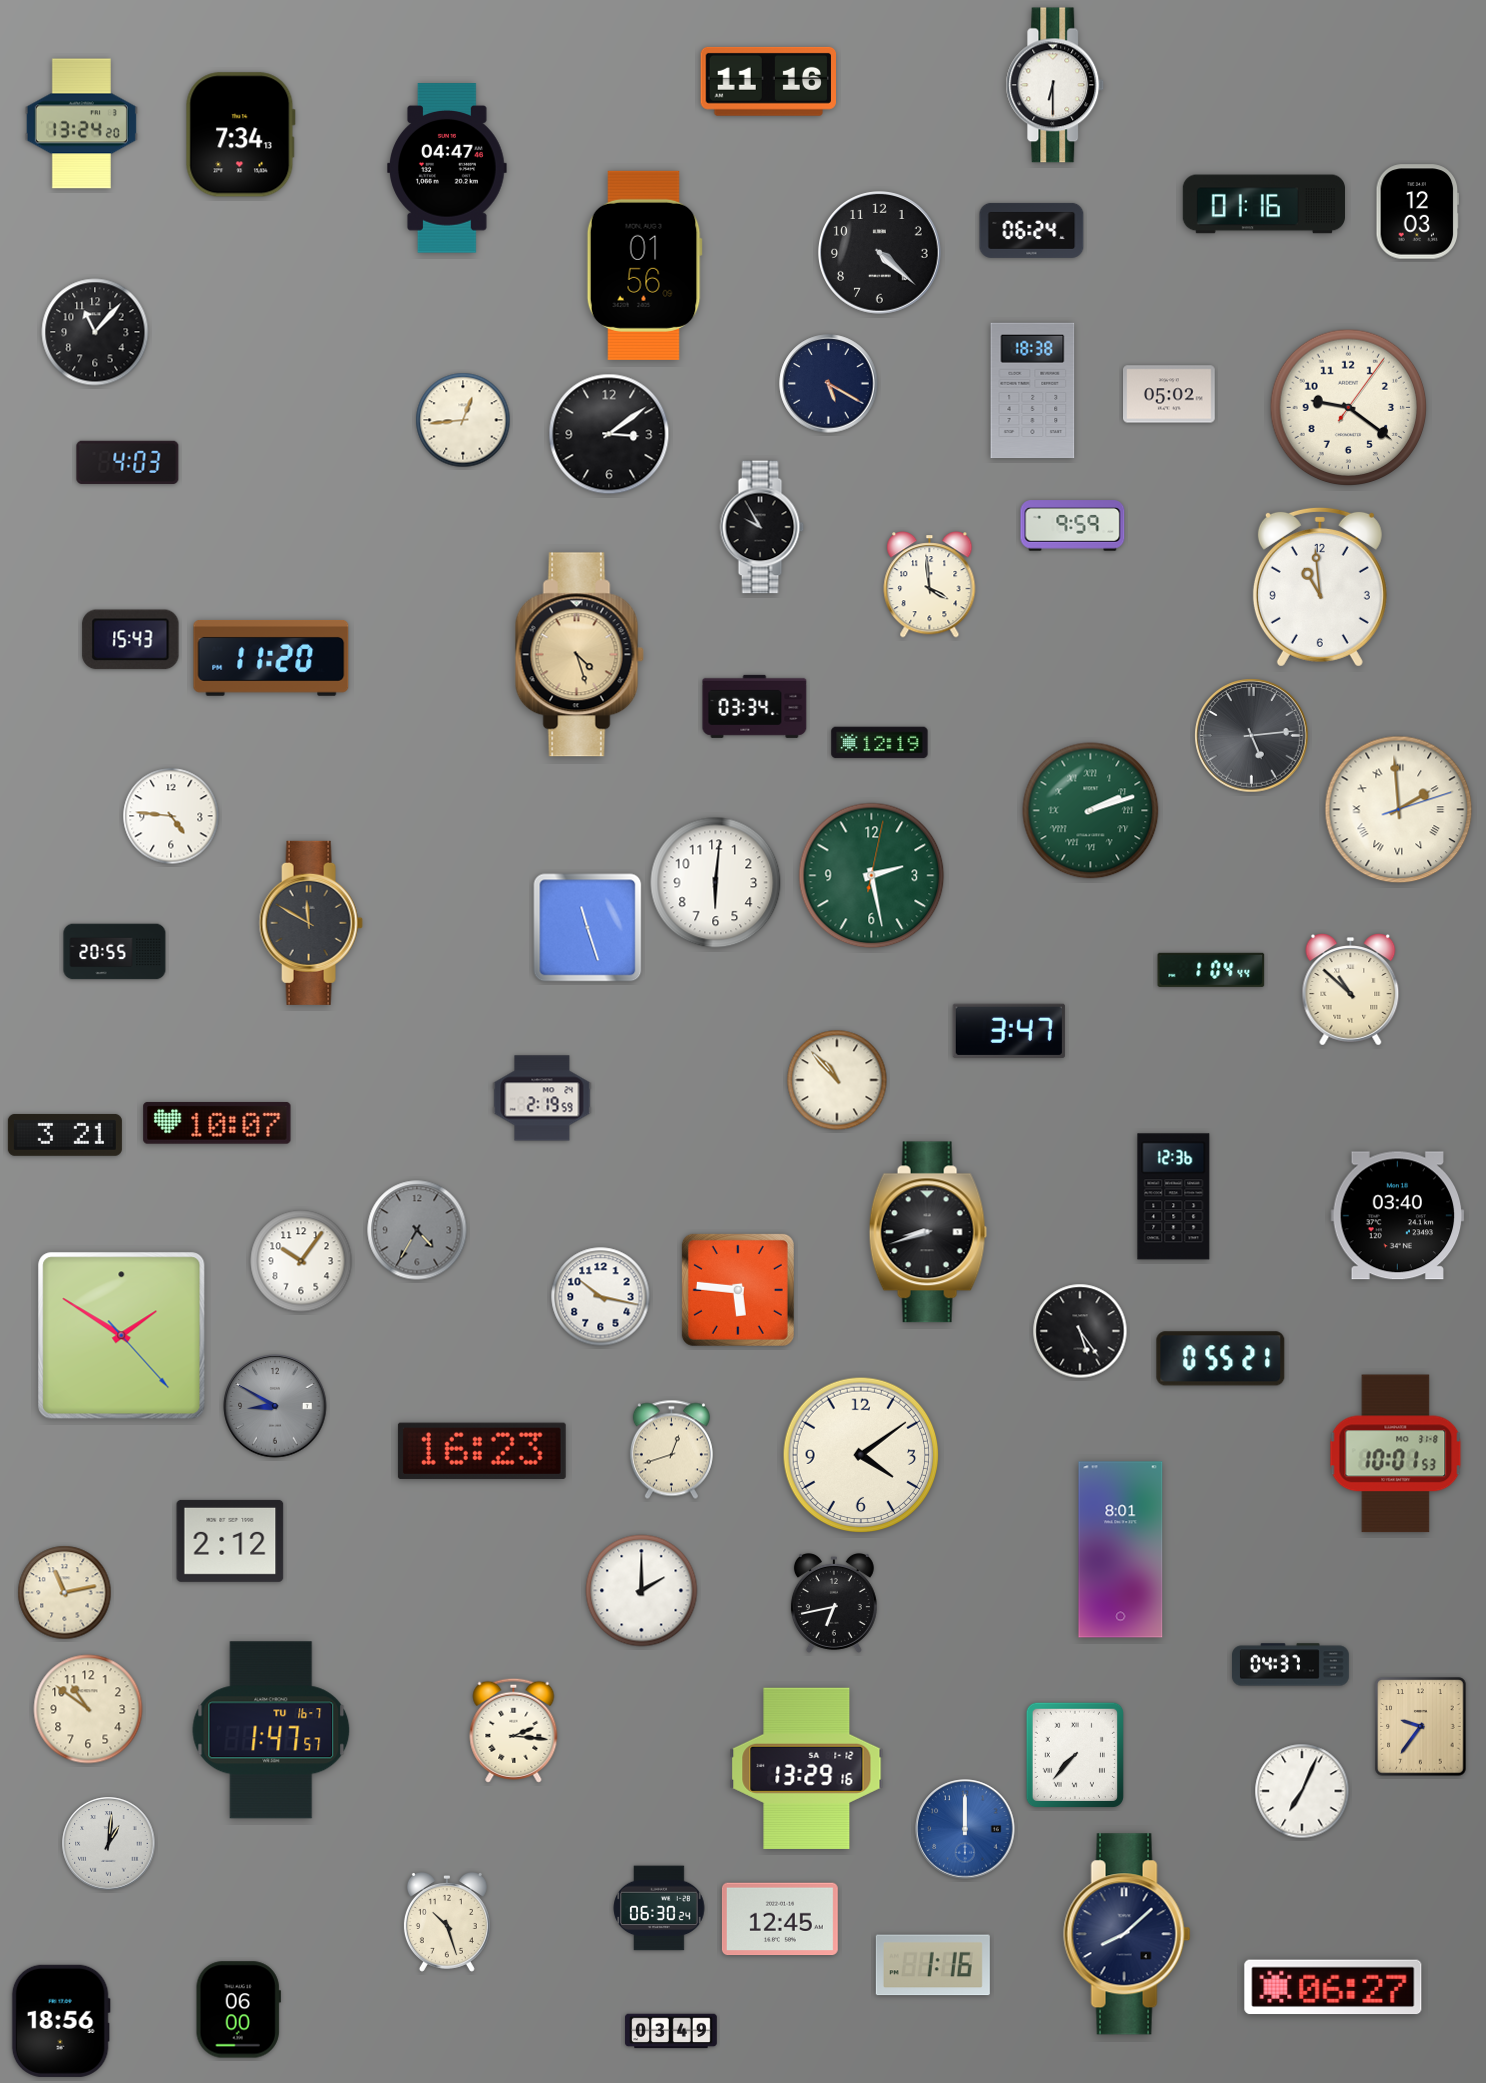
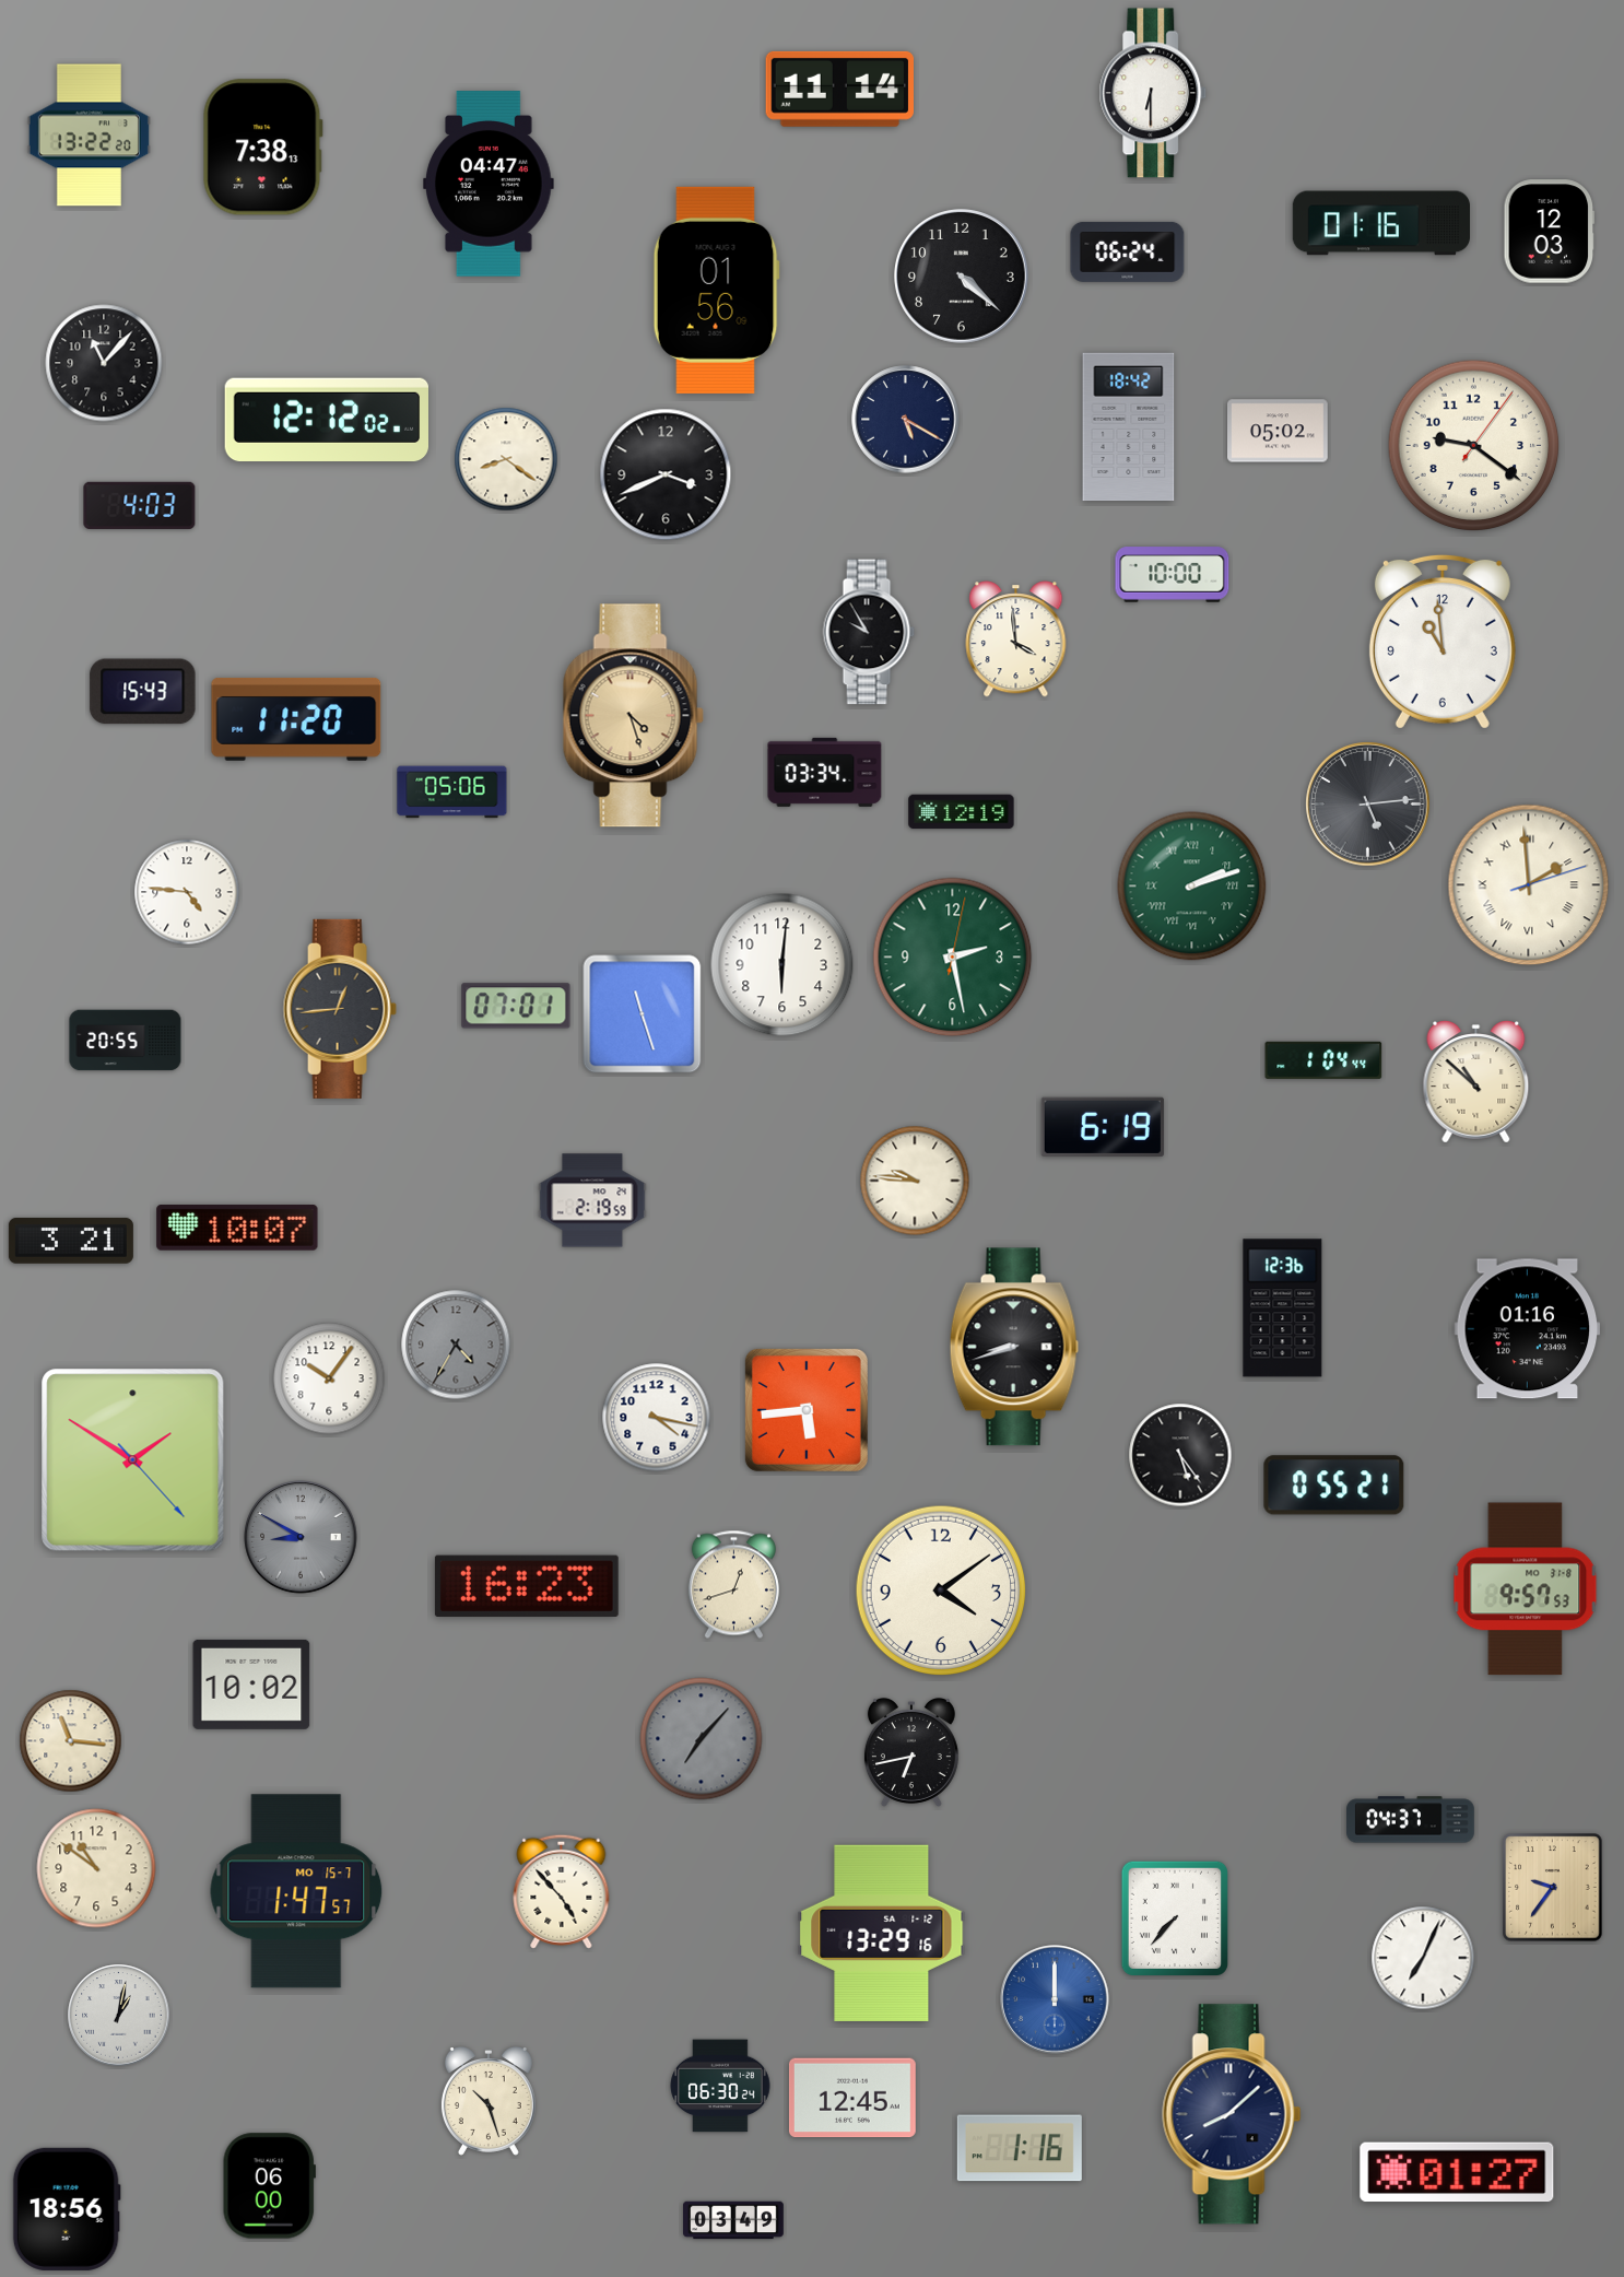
clock at (768, 81): 11:16 -> 11:14
clock at (81, 124): 13:24 -> 13:22
clock at (240, 135): 7:34 -> 7:38
clock at (644, 265) position: (644, 265) -> (716, 290)
clock at (326, 420): none -> 12:12
clock at (1033, 391): 18:38 -> 18:42
clock at (463, 420): 12:44 -> 8:21
clock at (609, 434): 3:09 -> 3:41
clock at (1073, 526): 9:59 -> 10:00
clock at (762, 527) position: (762, 527) -> (869, 632)
clock at (131, 640) position: (131, 640) -> (143, 692)
clock at (452, 793): none -> 05:06
clock at (516, 1006): none -> 07:01
clock at (311, 923): 11:50 -> 12:44
clock at (1009, 1031): 3:47 -> 6:19
clock at (837, 1080): 10:53 -> 9:46
clock at (1398, 1216): 03:40 -> 01:16
clock at (738, 1290): 5:46 -> 5:44
clock at (601, 1297): 10:17 -> 4:17
clock at (1396, 1454): 10:01 -> 9:57
clock at (230, 1541): 2:12 -> 10:02
clock at (1121, 1550): 8:01 -> none
clock at (642, 1591): 2:00 -> 7:07
clock at (642, 1591) dial: white -> grey
clock at (65, 1593): 11:13 -> 11:16
clock at (271, 1730) date: TU 16-7 -> MO 15-7
clock at (514, 1730): 2:16 -> 4:53
clock at (109, 1844): 1:01 -> 1:02
clock at (1333, 1987): 06:27 -> 01:27
clock at (238, 2010) position: (238, 2010) -> (269, 2186)
